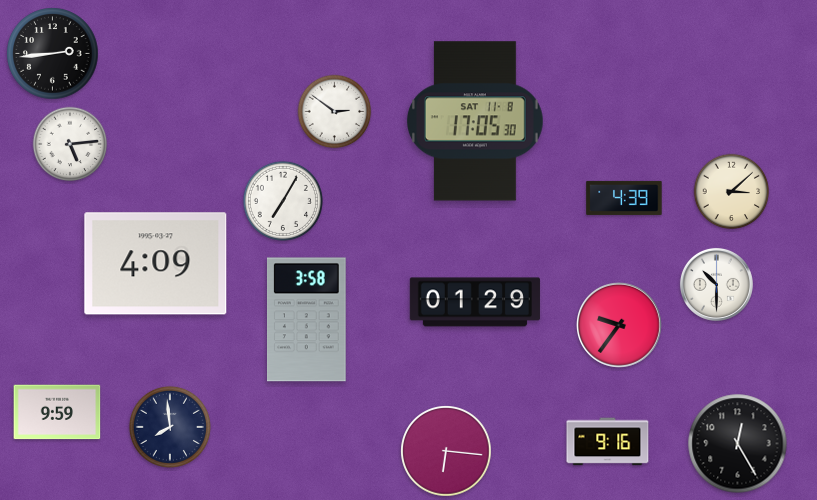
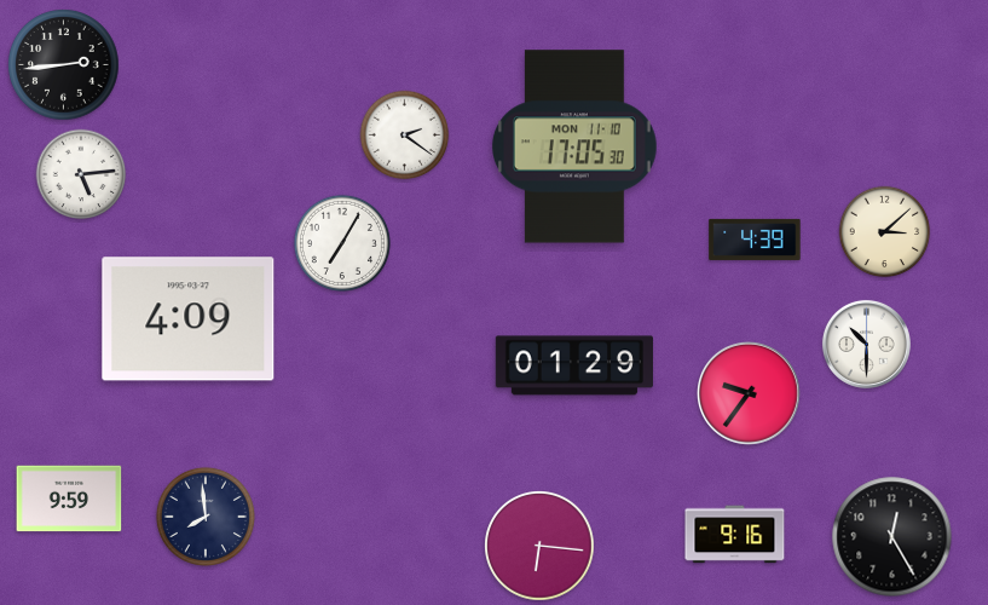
clock at (335, 112): 2:51 -> 2:21
clock at (476, 121) date: SAT 11-8 -> MON 11-10
clock at (70, 144) position: (70, 144) -> (81, 174)
clock at (307, 320): 3:58 -> none
